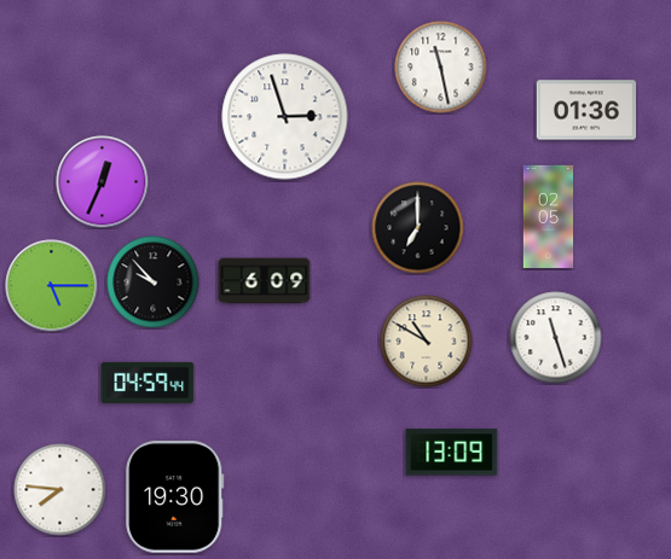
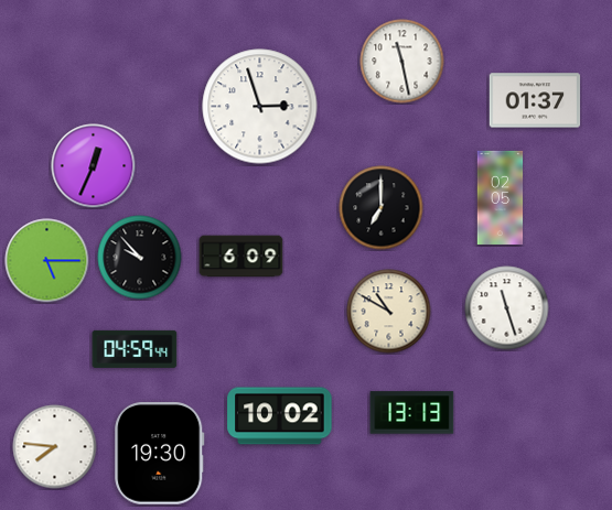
clock at (586, 110): 01:36 -> 01:37
clock at (452, 453): 13:09 -> 13:13
clock at (280, 416): none -> 10:02
